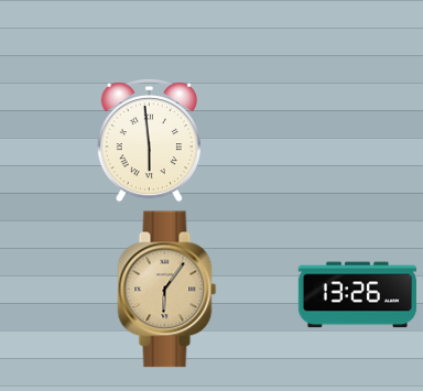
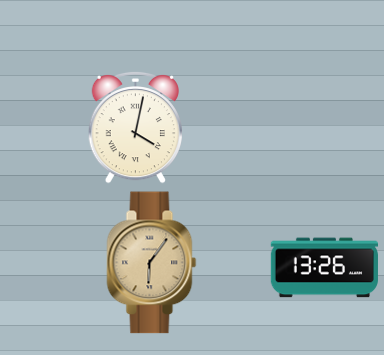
clock at (149, 140): 5:59 -> 4:02
